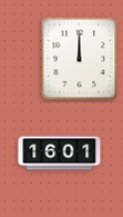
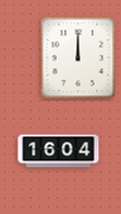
clock at (60, 154): 16:01 -> 16:04
